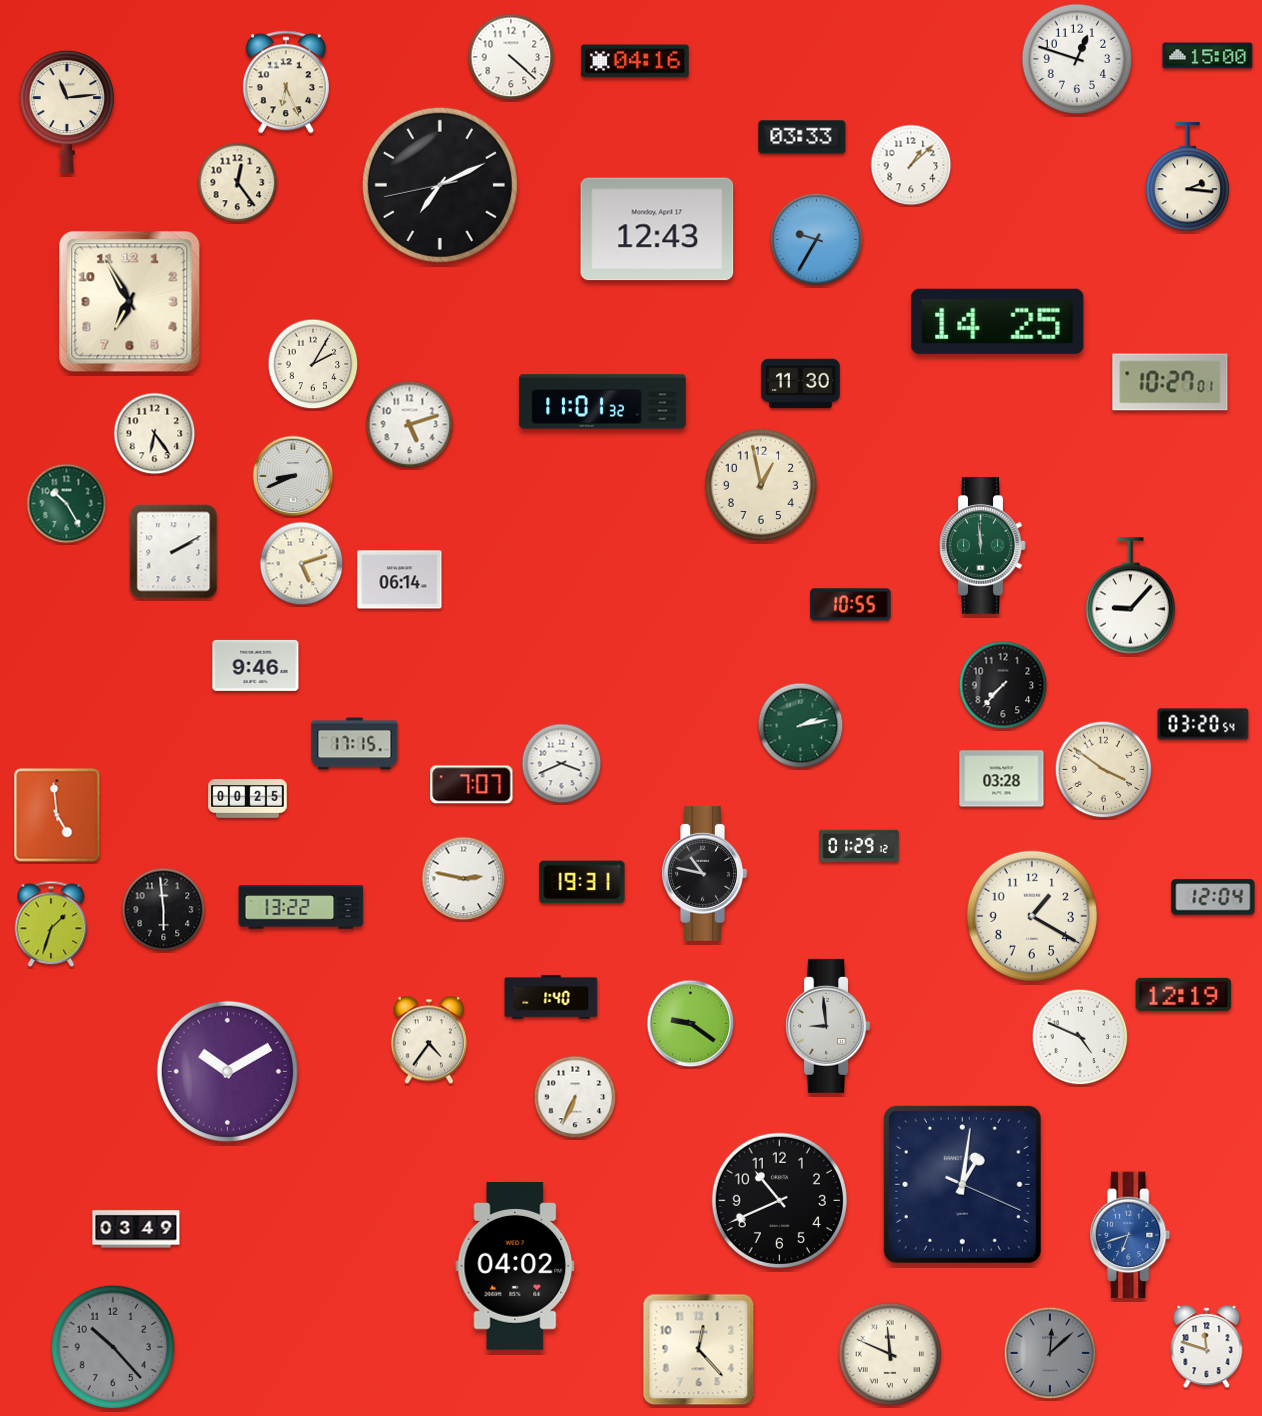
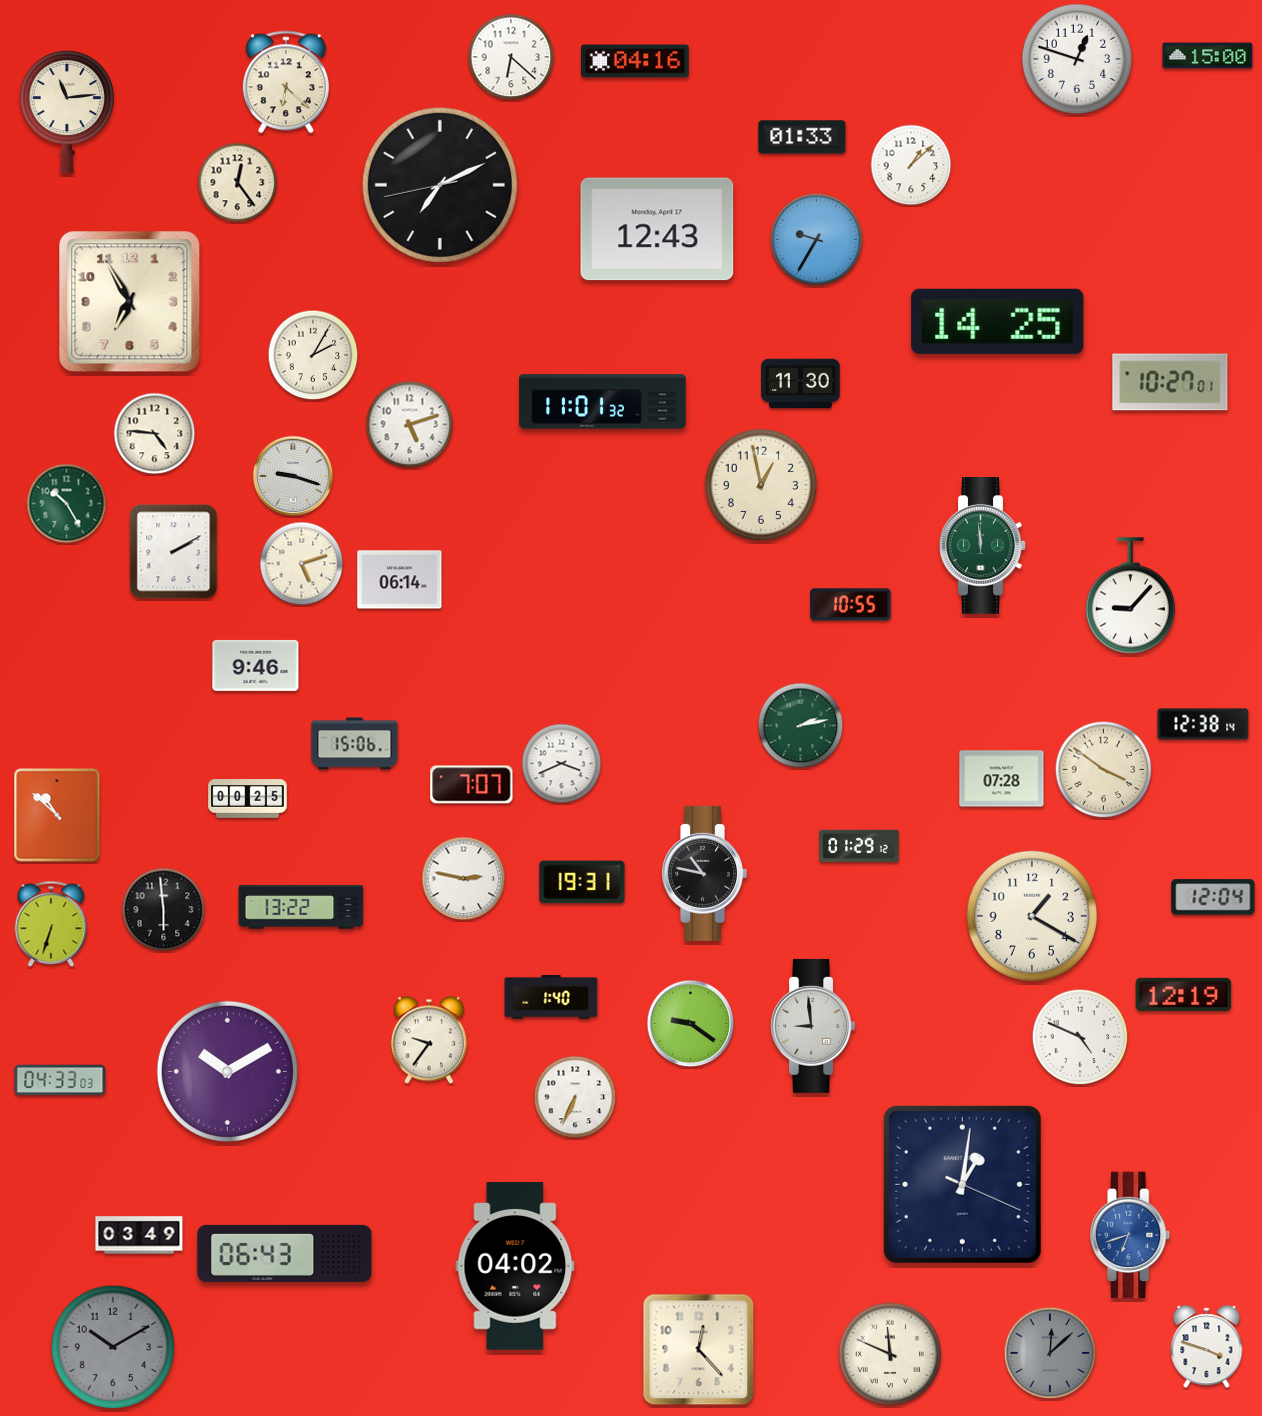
clock at (511, 57): 4:22 -> 6:22
clock at (286, 82): 6:26 -> 6:22
clock at (802, 137): 03:33 -> 01:33
clock at (1188, 177): 2:16 -> none
clock at (313, 364) position: (313, 364) -> (313, 355)
clock at (155, 434): 6:24 -> 4:46
clock at (293, 476): 8:41 -> 9:18
clock at (1003, 685): 7:37 -> none
clock at (1203, 724): 03:20 -> 12:38
clock at (355, 744): 17:15 -> 15:06
clock at (1002, 779): 03:28 -> 07:28
clock at (57, 815): 4:59 -> 10:52
clock at (51, 924): 1:33 -> 6:33
clock at (827, 1026) position: (827, 1026) -> (812, 1026)
clock at (429, 1040): 4:36 -> 9:36
clock at (60, 1080): none -> 04:33
clock at (779, 1200): 10:41 -> none
clock at (136, 1229) position: (136, 1229) -> (139, 1235)
clock at (285, 1253): none -> 06:43
clock at (113, 1347): 10:23 -> 10:10
clock at (1207, 1347): 11:48 -> 3:48
